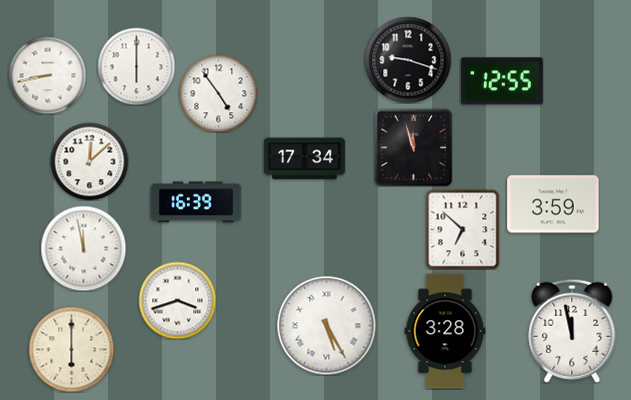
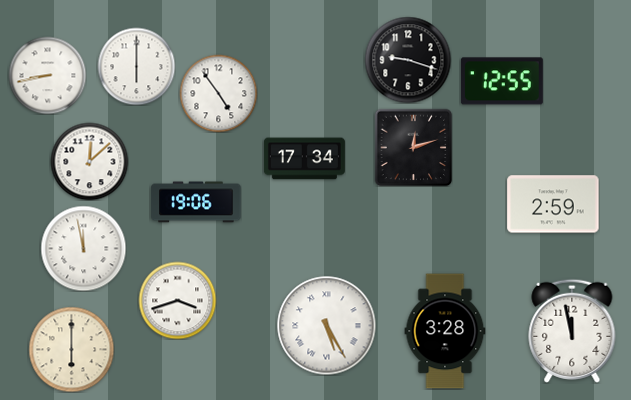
clock at (413, 147): 11:57 -> 12:12
clock at (196, 202): 16:39 -> 19:06
clock at (553, 204): 3:59 -> 2:59
clock at (463, 229): 6:52 -> none
